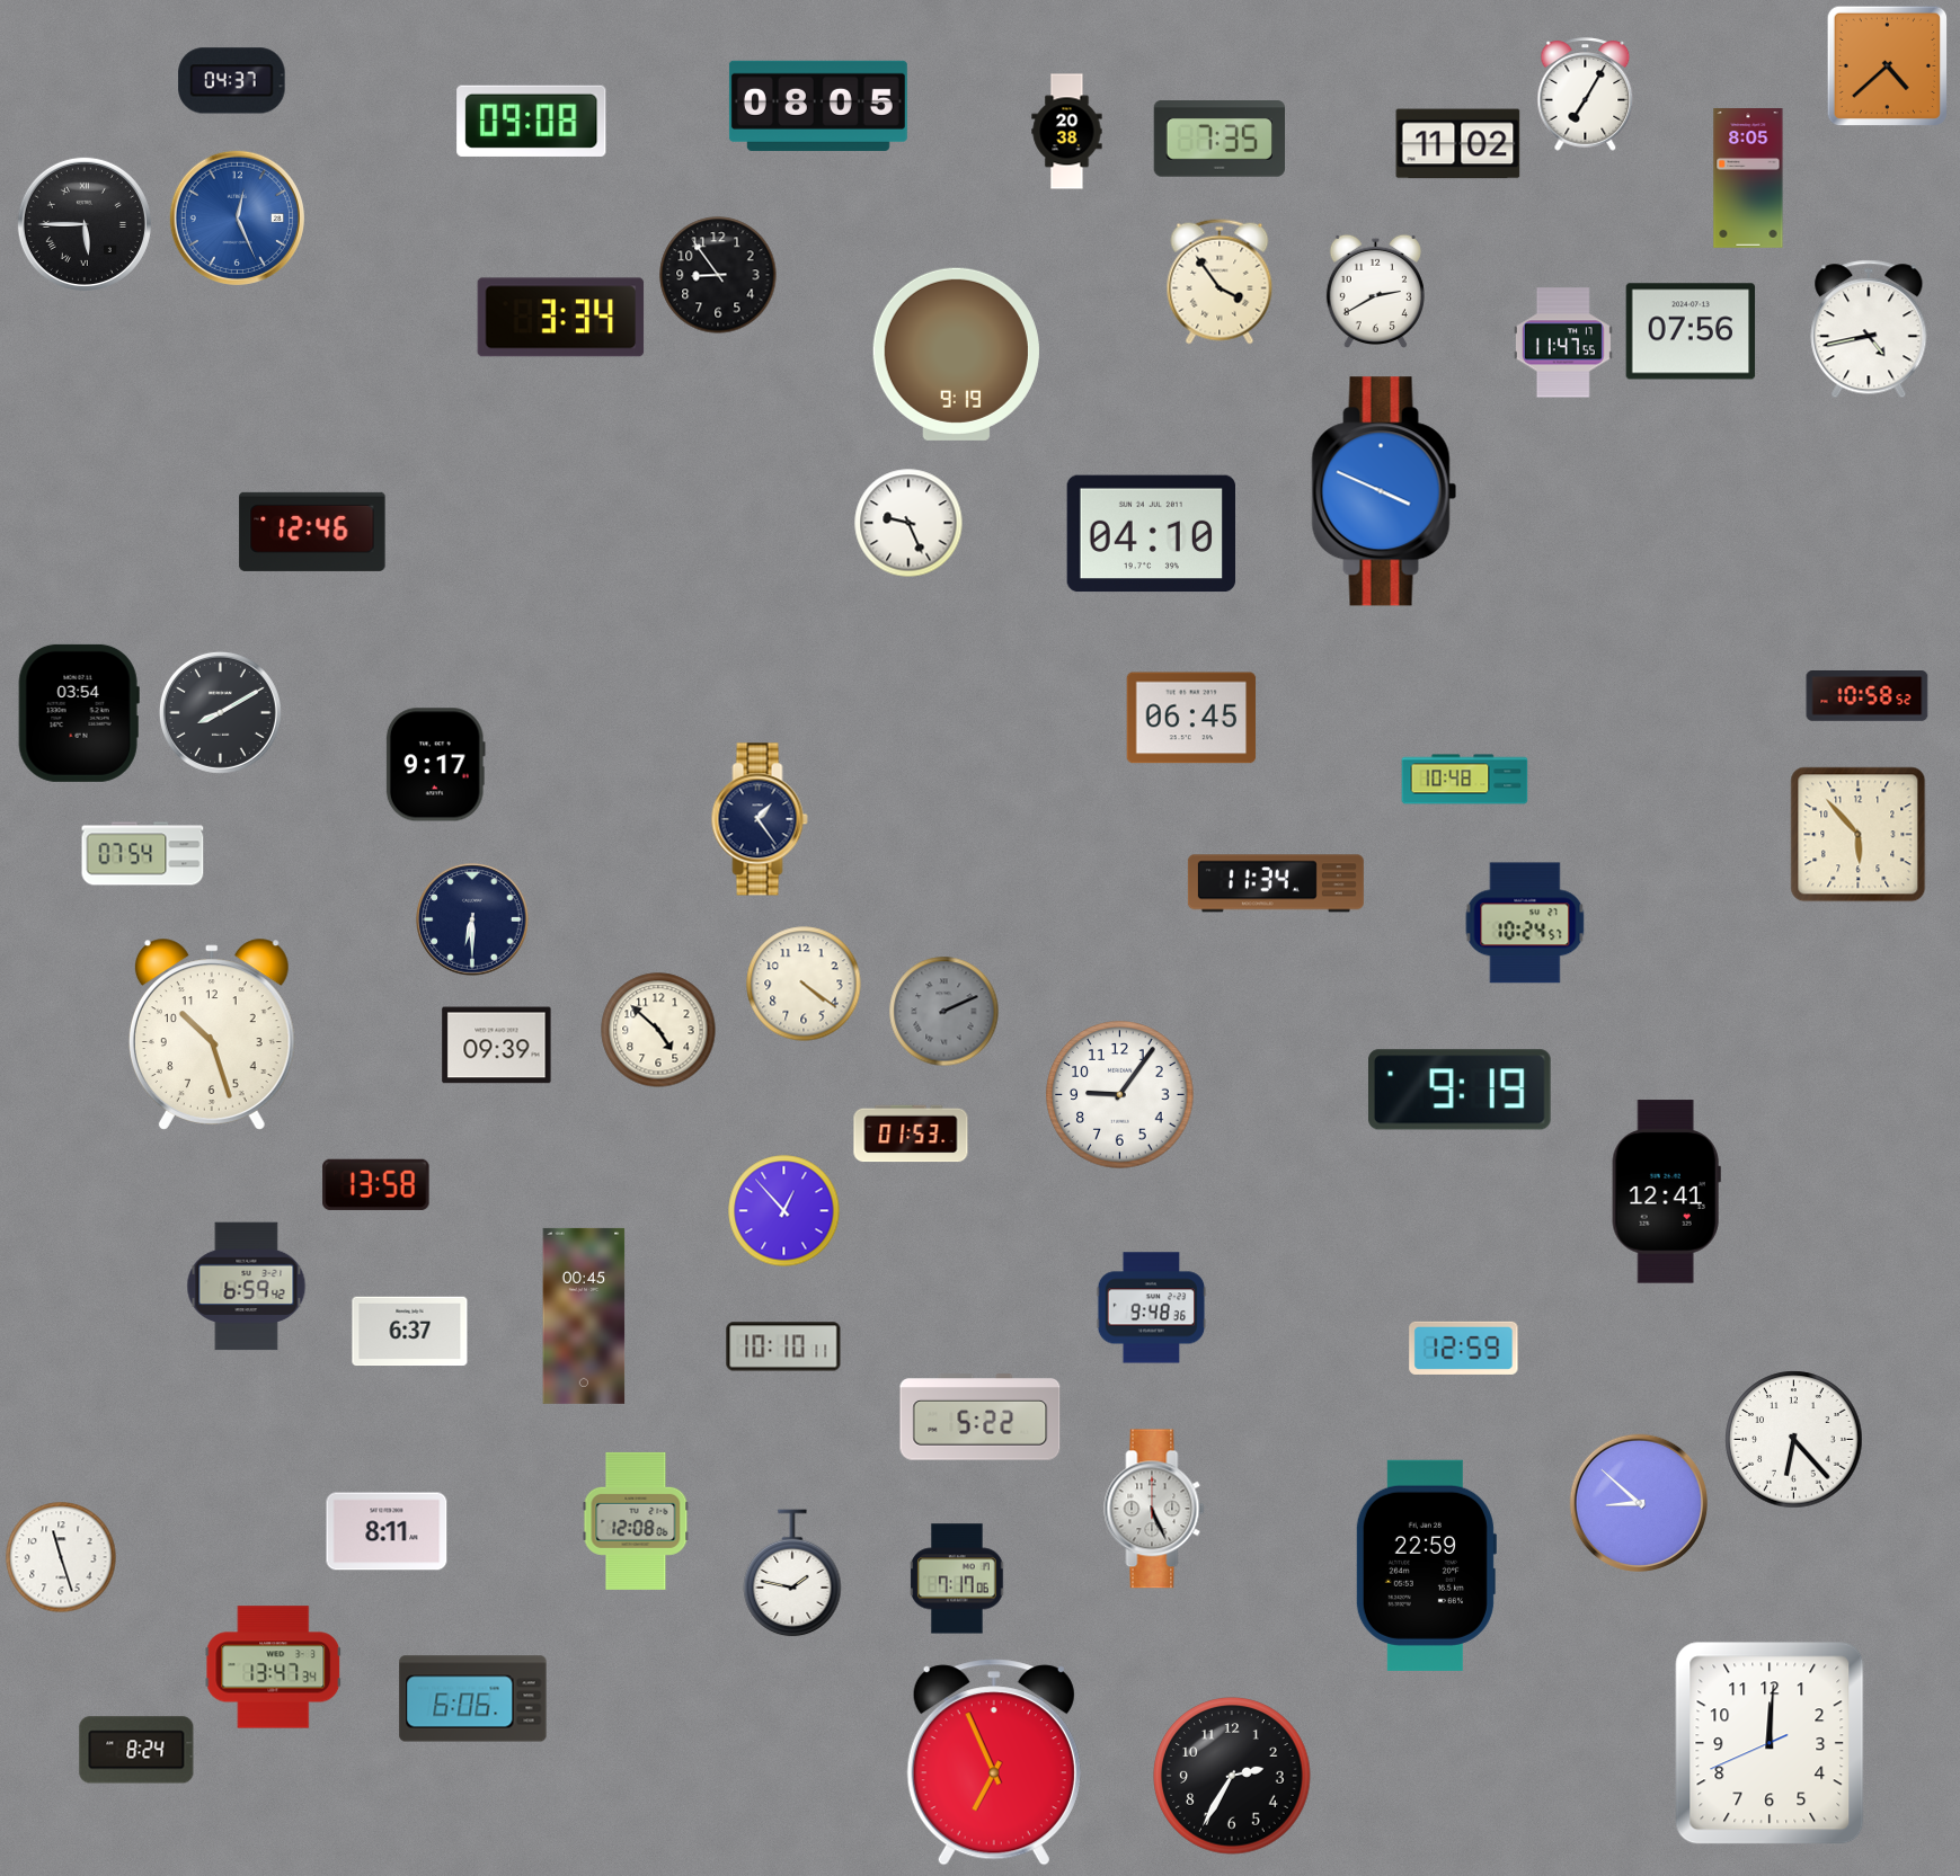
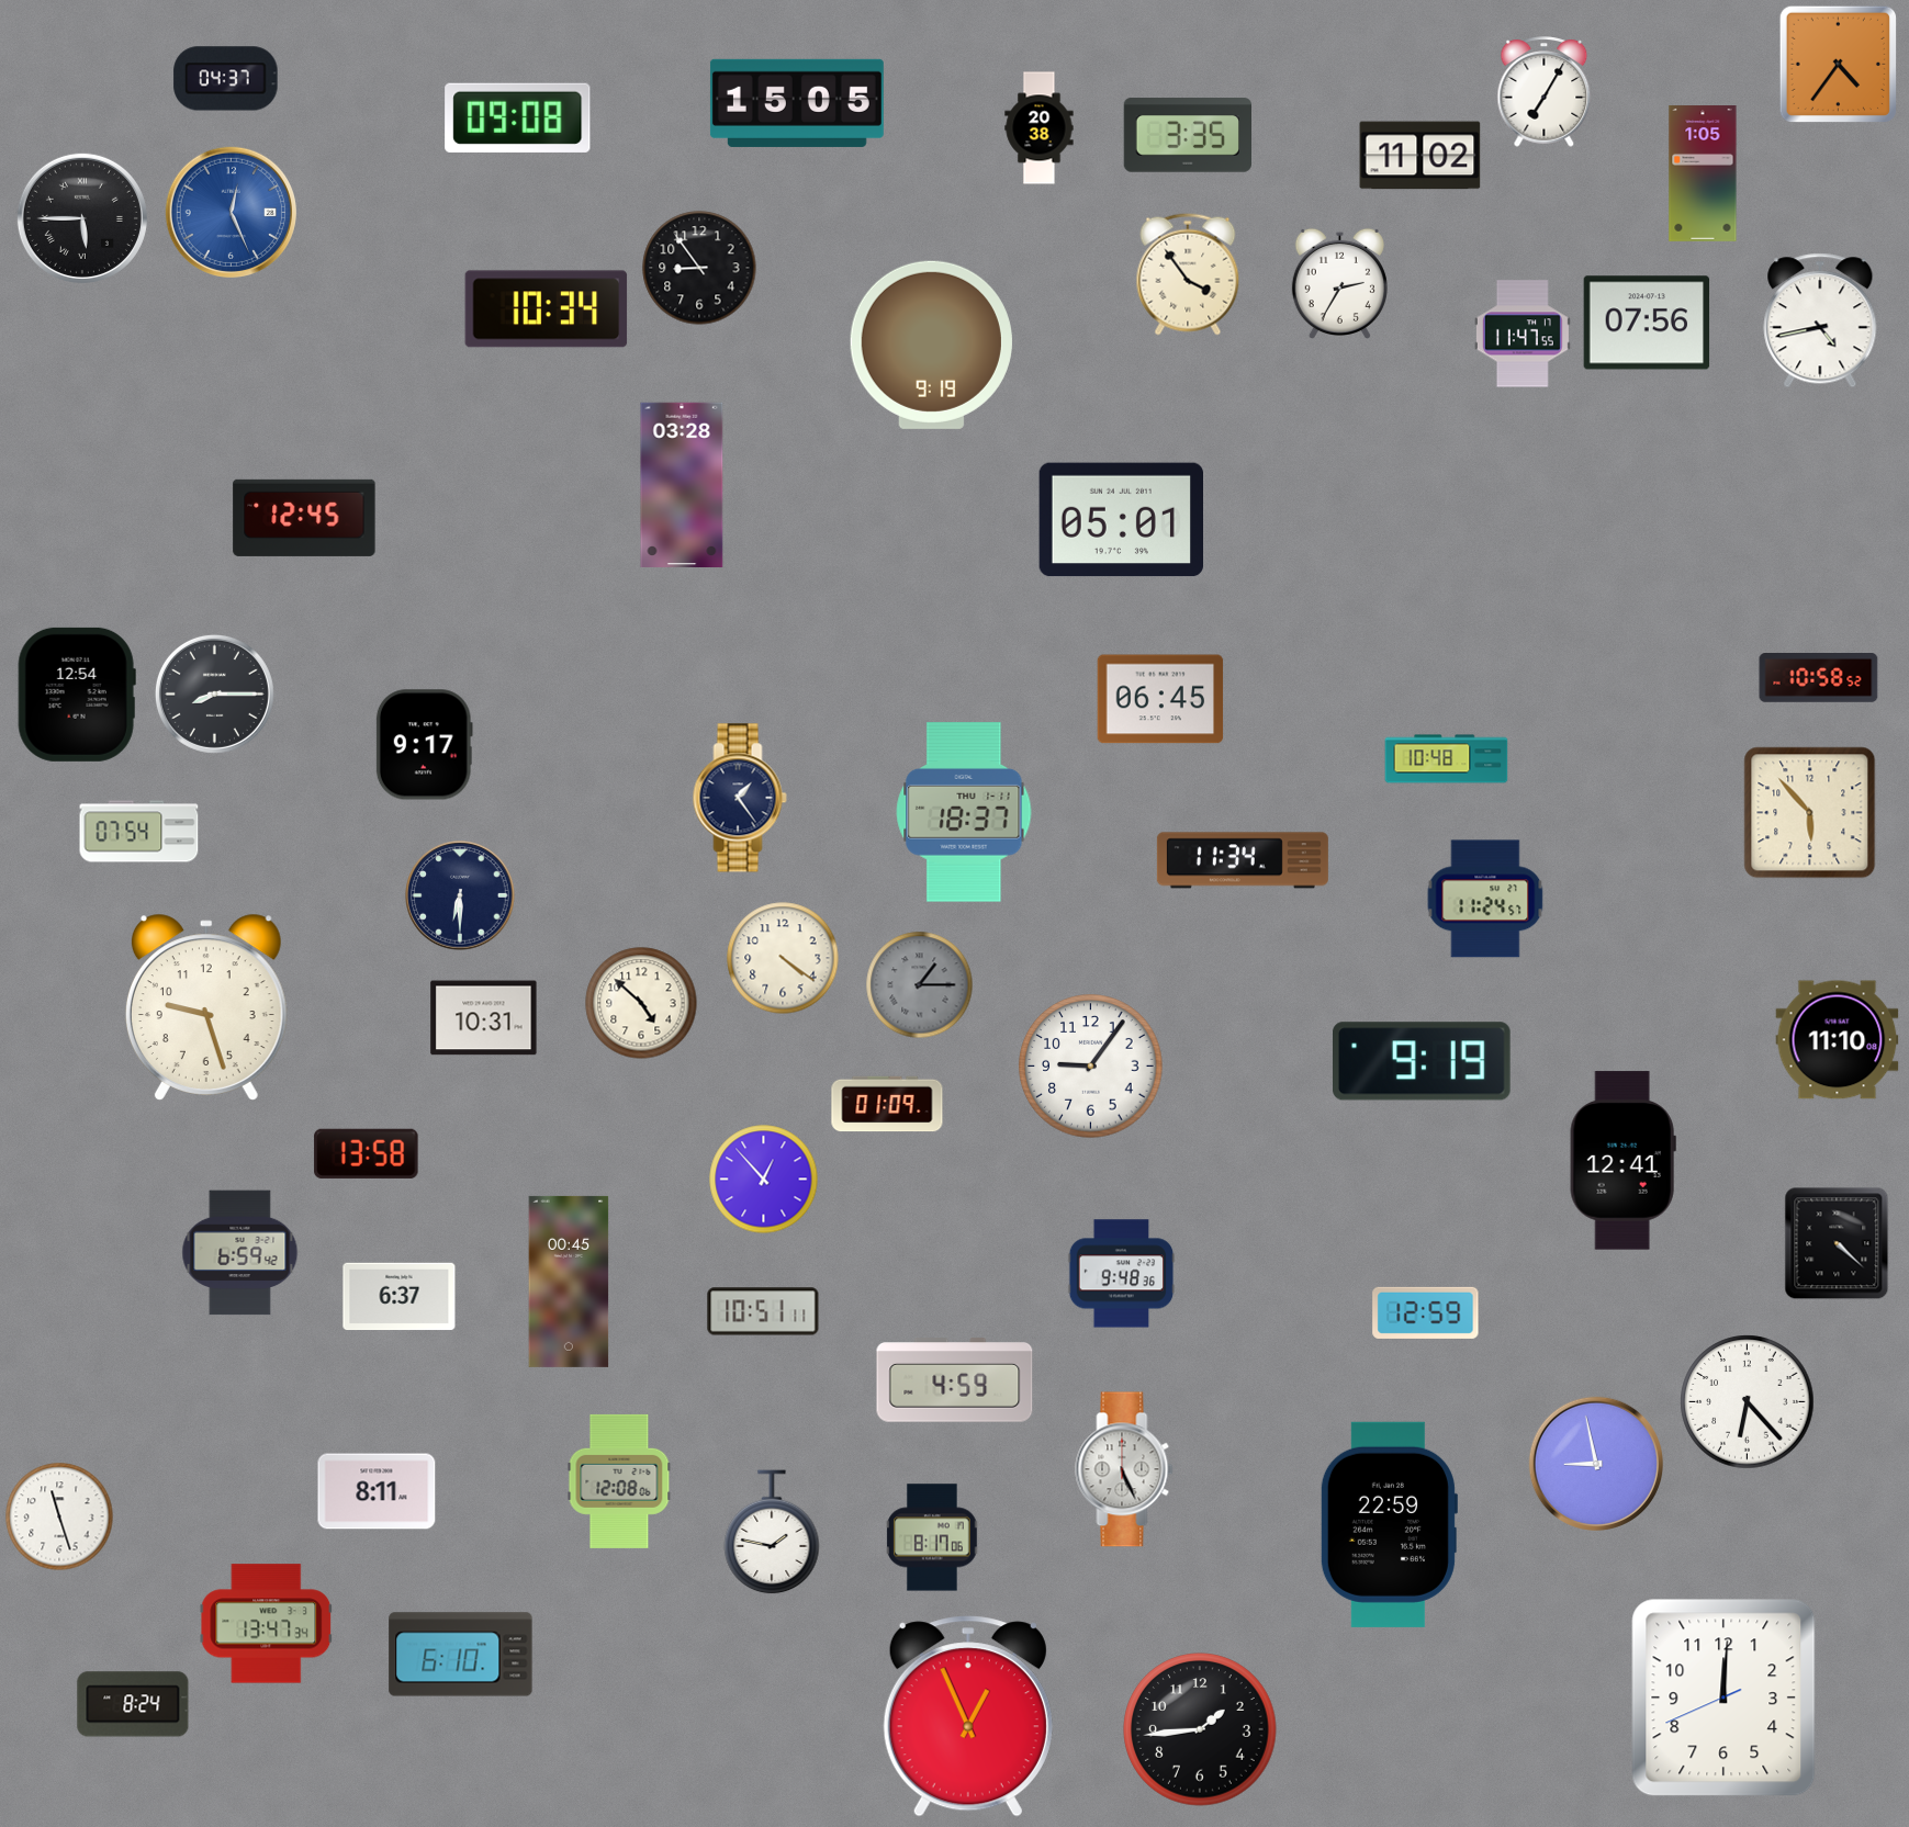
clock at (1887, 65): 4:38 -> 4:36
clock at (818, 106): 08:05 -> 15:05
clock at (1218, 139): 7:35 -> 3:35
clock at (1458, 144) position: (1458, 144) -> (1420, 156)
clock at (1748, 179): 8:05 -> 1:05
clock at (1375, 291): 2:40 -> 2:35
clock at (561, 318): 3:34 -> 10:34
clock at (1384, 491): 3:49 -> none
clock at (682, 485): none -> 03:28
clock at (908, 523): 9:26 -> none
clock at (312, 532): 12:46 -> 12:45
clock at (1151, 534): 04:10 -> 05:01
clock at (220, 712): 8:10 -> 8:15
clock at (79, 713): 03:54 -> 12:54
clock at (1465, 780) position: (1465, 780) -> (1447, 759)
clock at (964, 812): none -> 18:37
clock at (1525, 923): 10:24 -> 11:24
clock at (944, 1012): 2:11 -> 1:15
clock at (212, 1034): 10:27 -> 9:27
clock at (497, 1046): 09:39 -> 10:31
clock at (1838, 1040): none -> 11:10
clock at (911, 1133): 01:53 -> 01:09
clock at (1837, 1243): none -> 4:22
clock at (783, 1346): 10:10 -> 10:51
clock at (981, 1417): 5:22 -> 4:59
clock at (1638, 1502): 8:52 -> 8:58
clock at (957, 1579): 7:17 -> 8:17
clock at (473, 1699): 6:06 -> 6:10
clock at (994, 1762): 6:56 -> 12:56
clock at (1232, 1776): 2:35 -> 1:44
